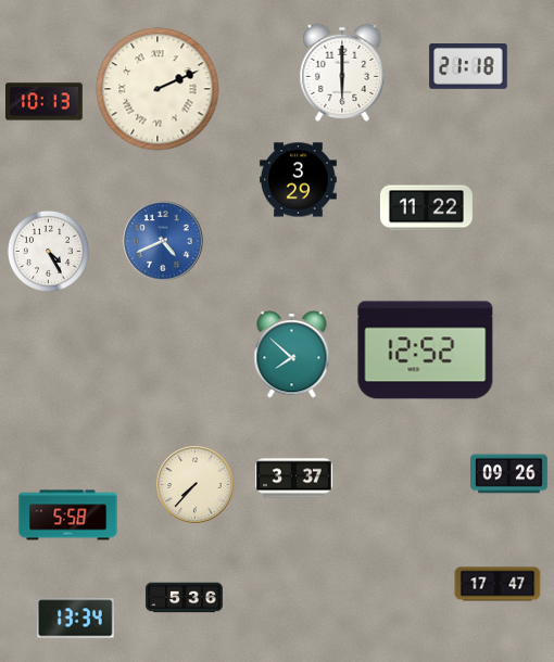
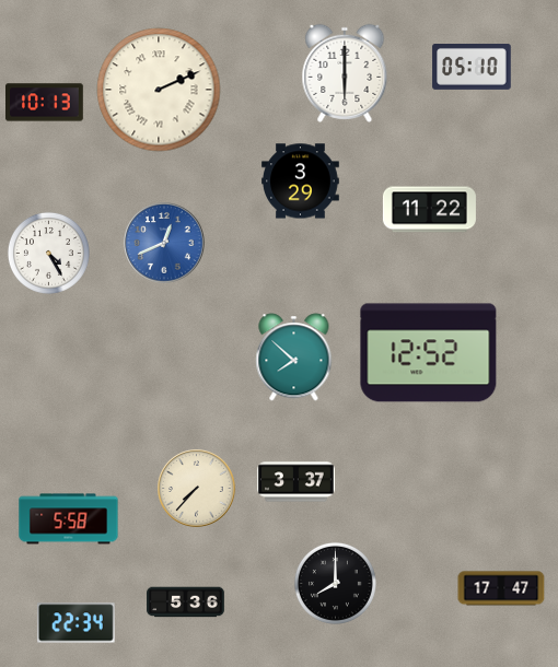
clock at (468, 67): 21:18 -> 05:10
clock at (163, 241): 4:41 -> 12:41
clock at (509, 474): 09:26 -> none
clock at (335, 583): none -> 8:00
clock at (75, 619): 13:34 -> 22:34
